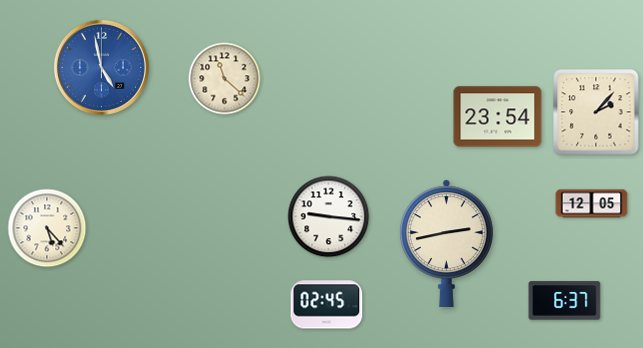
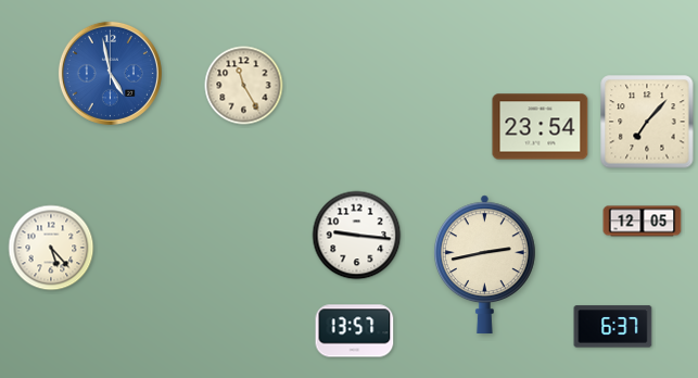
clock at (225, 79): 11:22 -> 11:25
clock at (596, 112): 2:07 -> 7:07
clock at (327, 305): 02:45 -> 13:57
